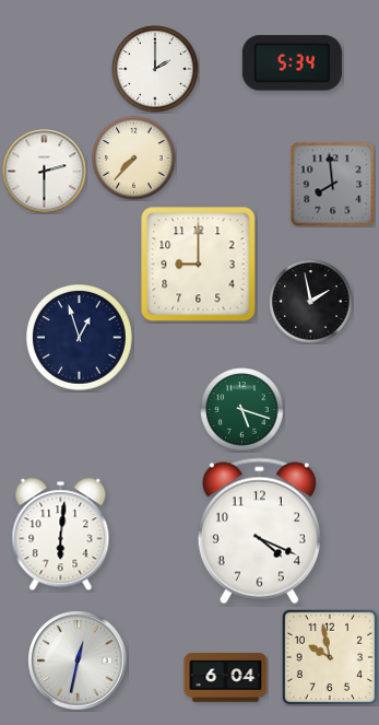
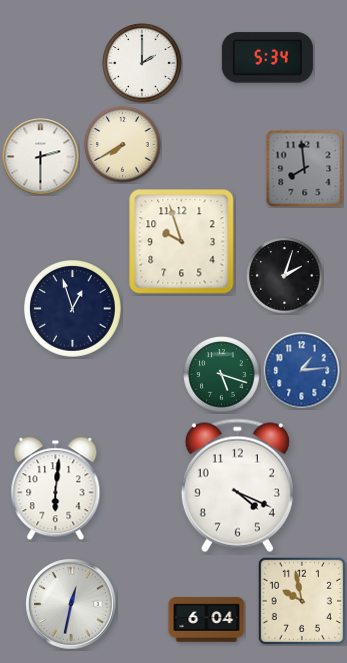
clock at (134, 159): 7:37 -> 7:40
clock at (199, 265): 9:00 -> 9:57
clock at (311, 302): 1:58 -> 2:03
clock at (302, 371): none -> 1:14
